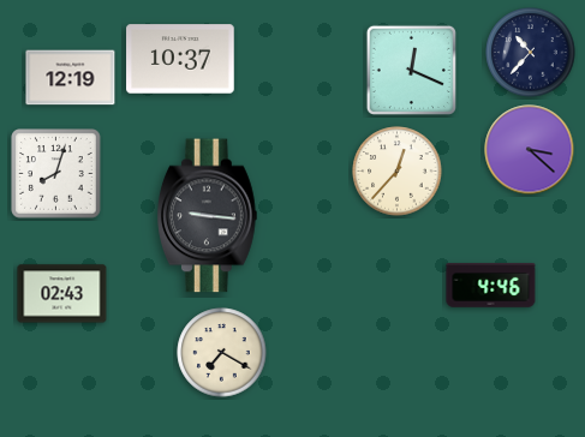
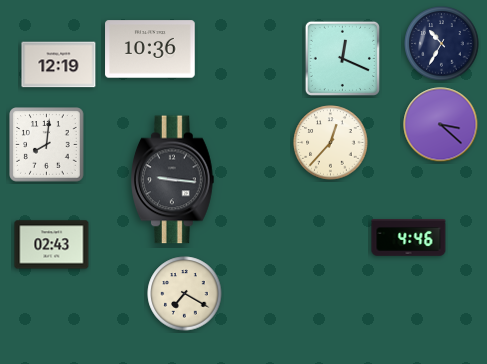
clock at (531, 53): 10:37 -> 10:35
clock at (180, 59): 10:37 -> 10:36
clock at (56, 174): 8:03 -> 8:01
